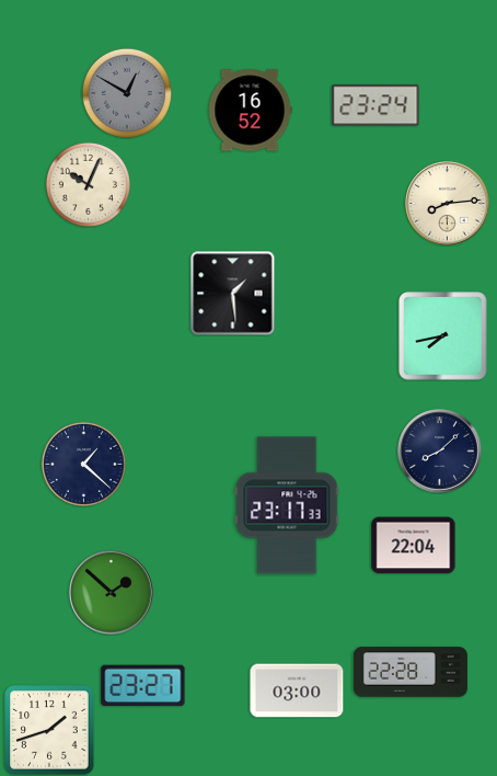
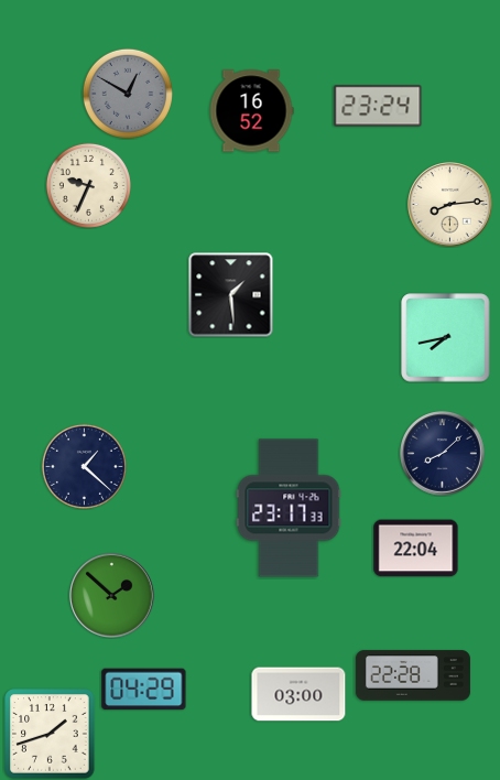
clock at (88, 184): 10:04 -> 9:34
clock at (233, 294) position: (233, 294) -> (231, 295)
clock at (143, 686): 23:27 -> 04:29
